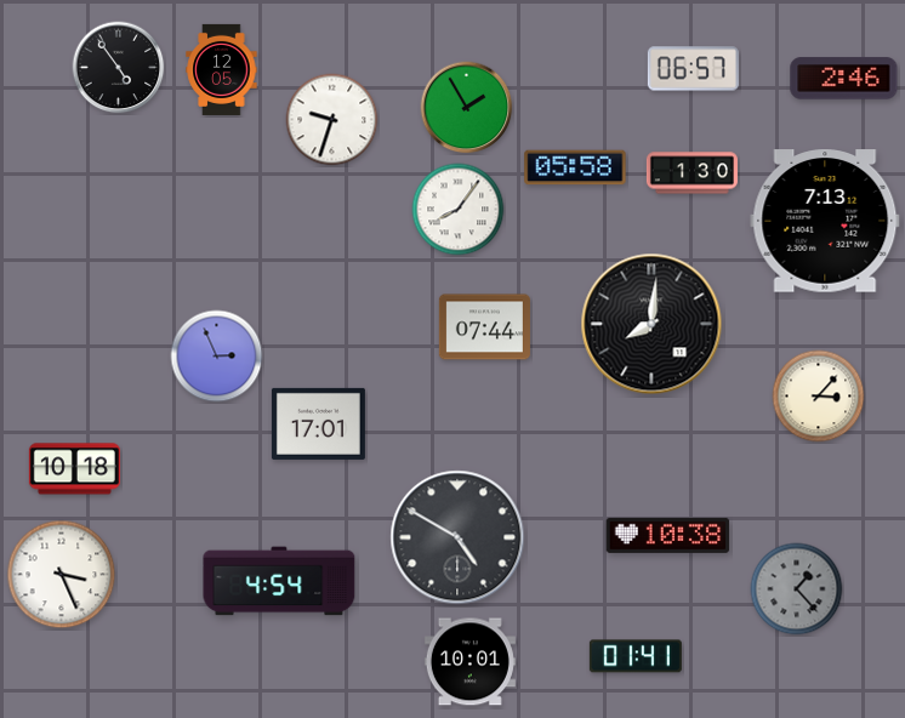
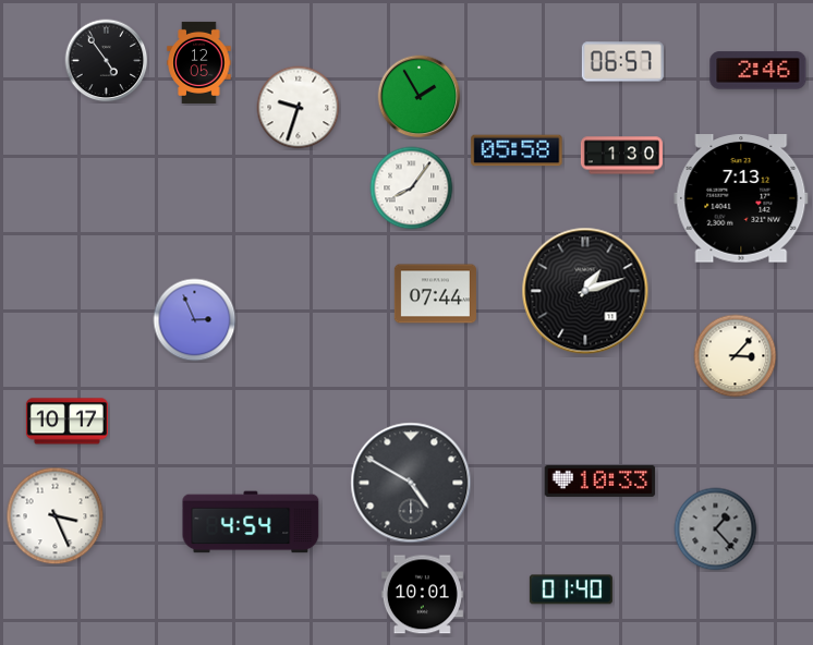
clock at (651, 324): 8:01 -> 1:12
clock at (318, 423): 17:01 -> none
clock at (74, 469): 10:18 -> 10:17
clock at (668, 535): 10:38 -> 10:33
clock at (636, 656): 01:41 -> 01:40
